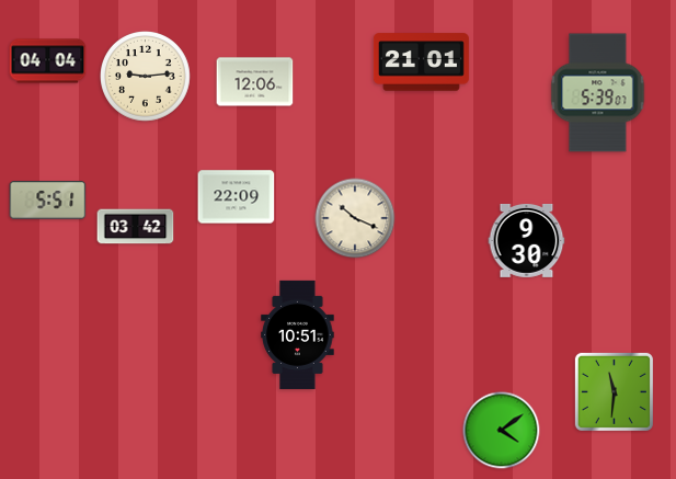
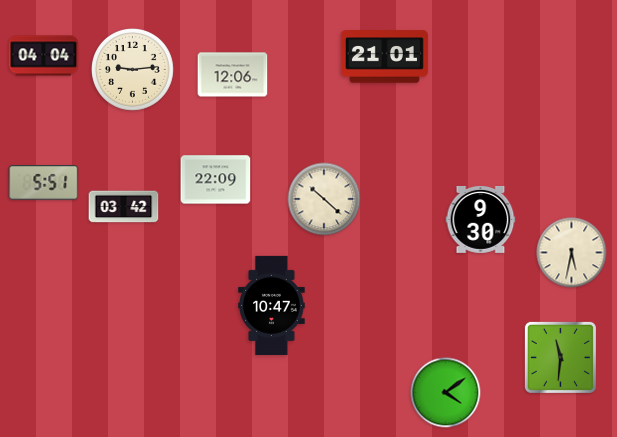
clock at (598, 93): 5:39 -> none
clock at (355, 218): 10:19 -> 10:22
clock at (572, 253): none -> 5:32
clock at (298, 334): 10:51 -> 10:47
clock at (502, 431) position: (502, 431) -> (446, 393)
